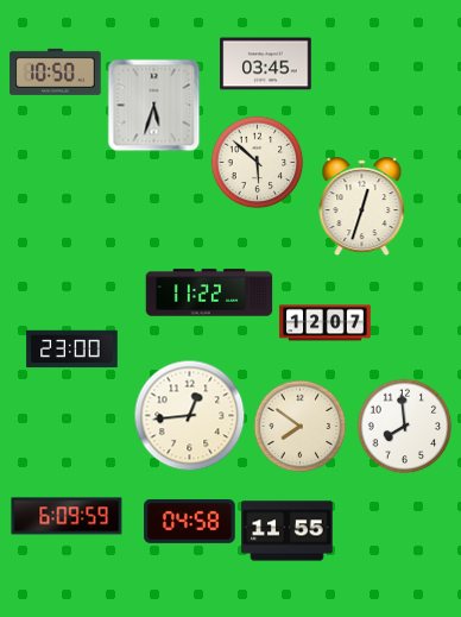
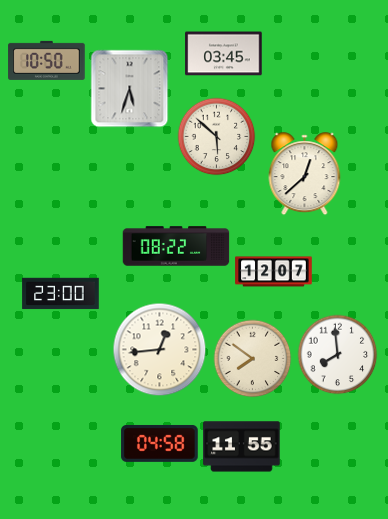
clock at (362, 207): 12:33 -> 12:38
clock at (209, 292): 11:22 -> 08:22
clock at (404, 426) position: (404, 426) -> (337, 354)
clock at (67, 516): 6:09 -> none
clock at (190, 521) position: (190, 521) -> (160, 443)
